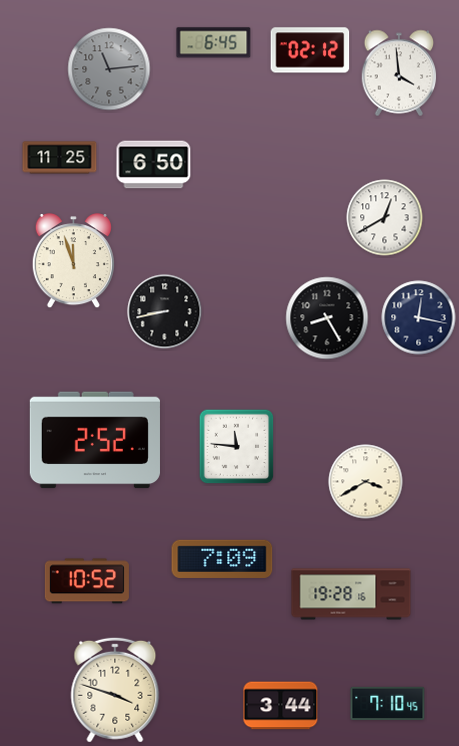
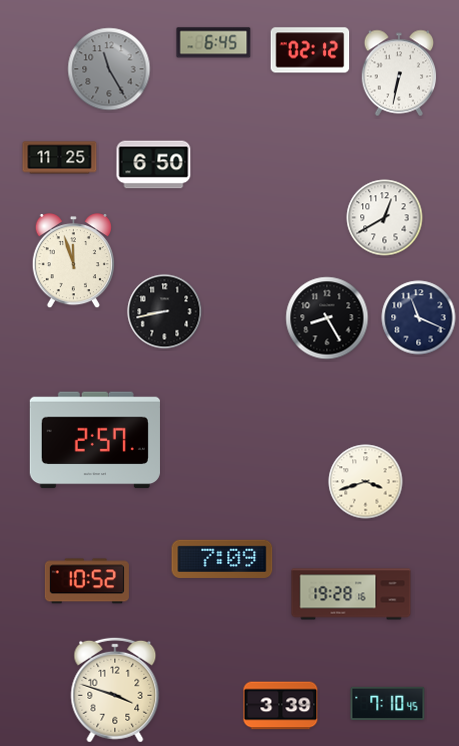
clock at (109, 69): 11:14 -> 11:25
clock at (399, 73): 3:59 -> 6:32
clock at (419, 318): 12:17 -> 11:19
clock at (95, 440): 2:52 -> 2:57
clock at (237, 447): 11:46 -> none
clock at (366, 482): 3:40 -> 3:42
clock at (281, 706): 3:44 -> 3:39
